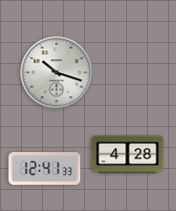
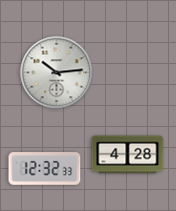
clock at (57, 73): 10:18 -> 10:14
clock at (45, 169): 12:41 -> 12:32
